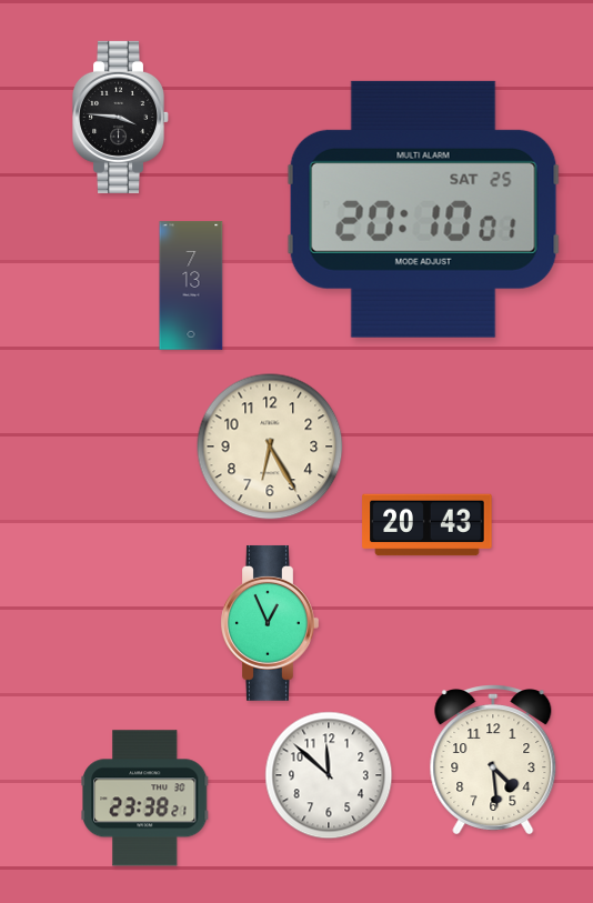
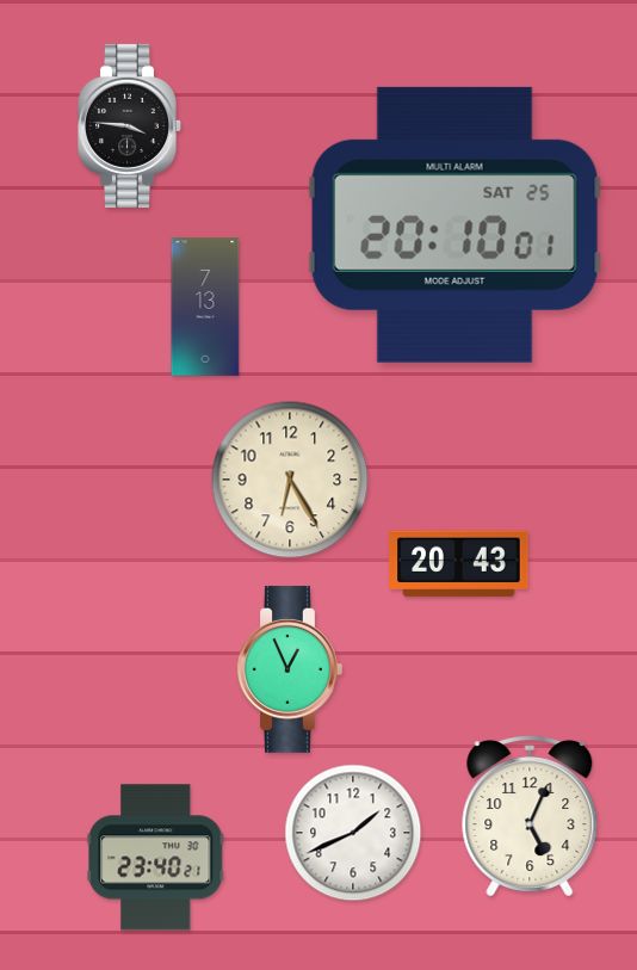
clock at (493, 760): 4:29 -> 5:04
clock at (329, 775): 11:52 -> 1:41
clock at (145, 799): 23:38 -> 23:40
